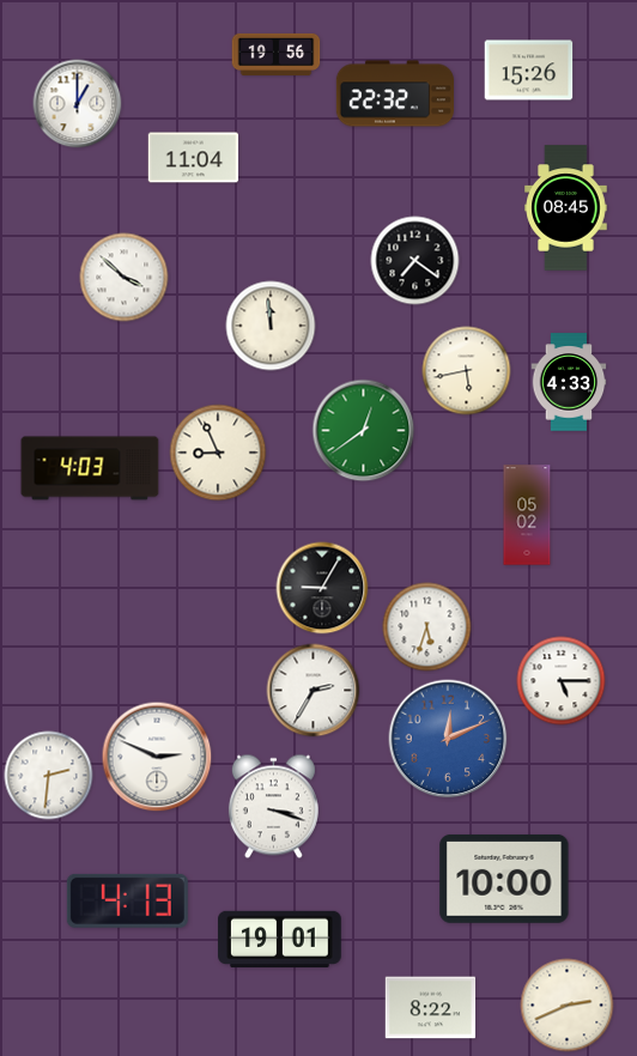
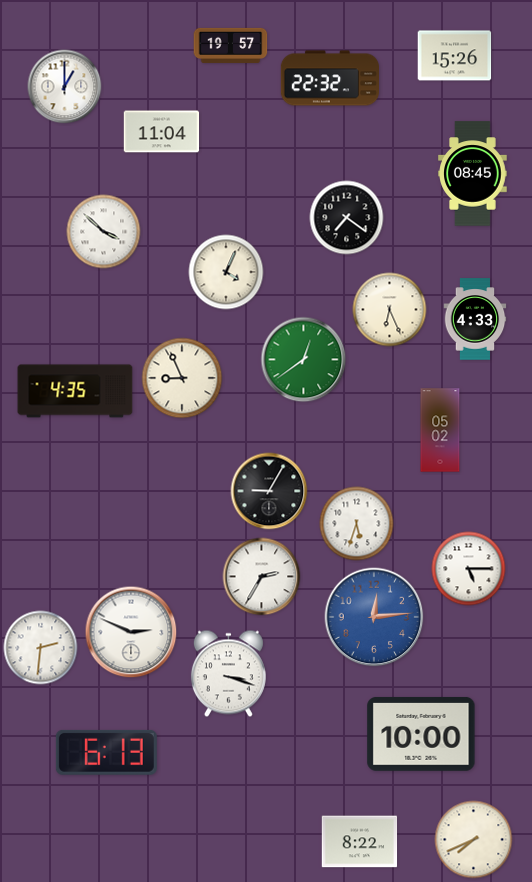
clock at (277, 54): 19:56 -> 19:57
clock at (529, 71) position: (529, 71) -> (455, 56)
clock at (271, 326): 11:59 -> 4:04
clock at (467, 371): 5:43 -> 6:26
clock at (90, 468): 4:03 -> 4:35
clock at (448, 739): 12:11 -> 12:14
clock at (127, 900): 4:13 -> 6:13
clock at (280, 939): 19:01 -> none
clock at (568, 1006): 2:41 -> 7:41
